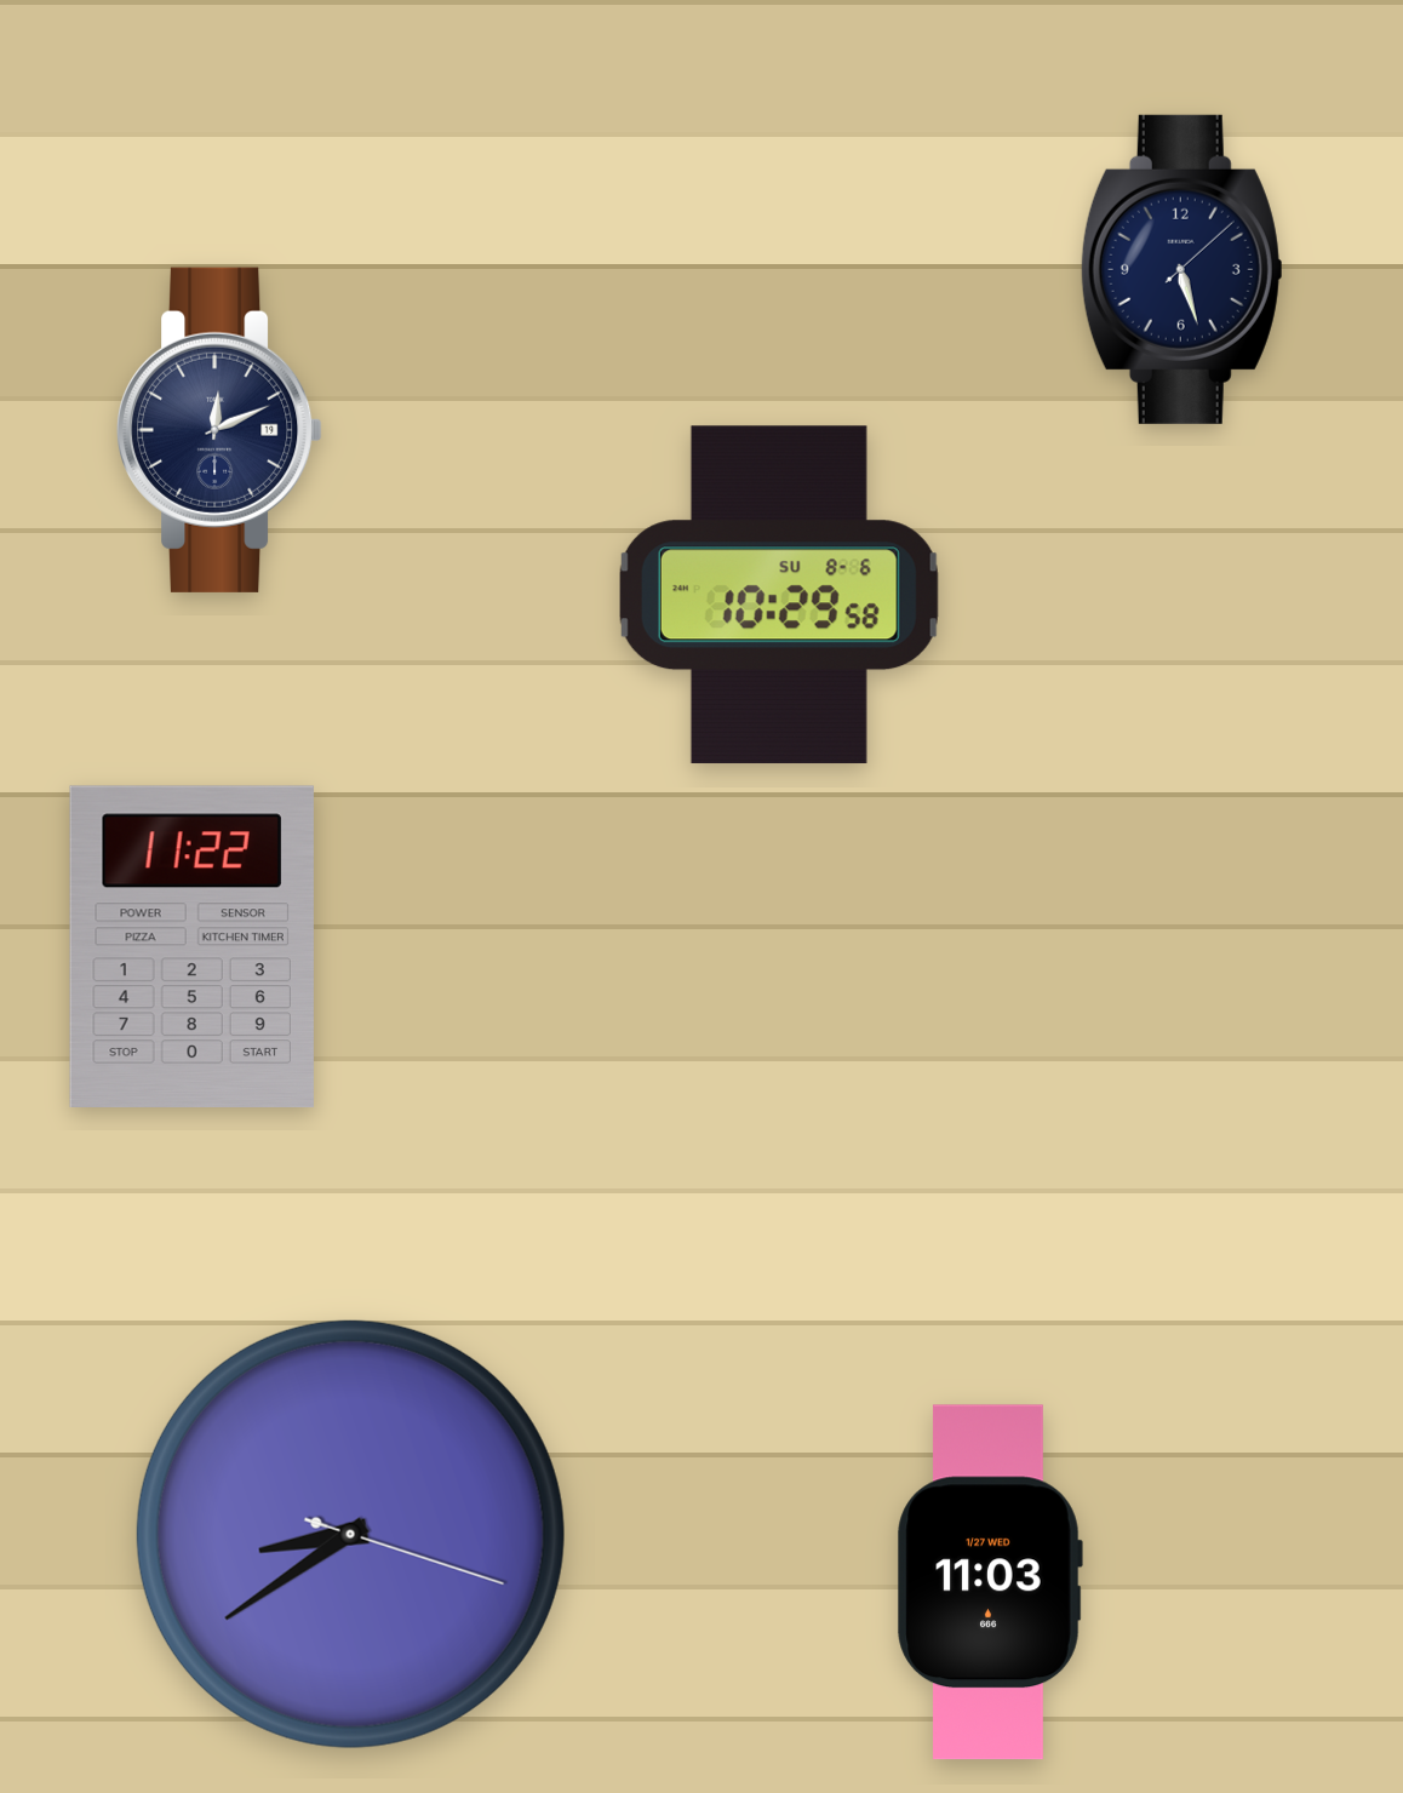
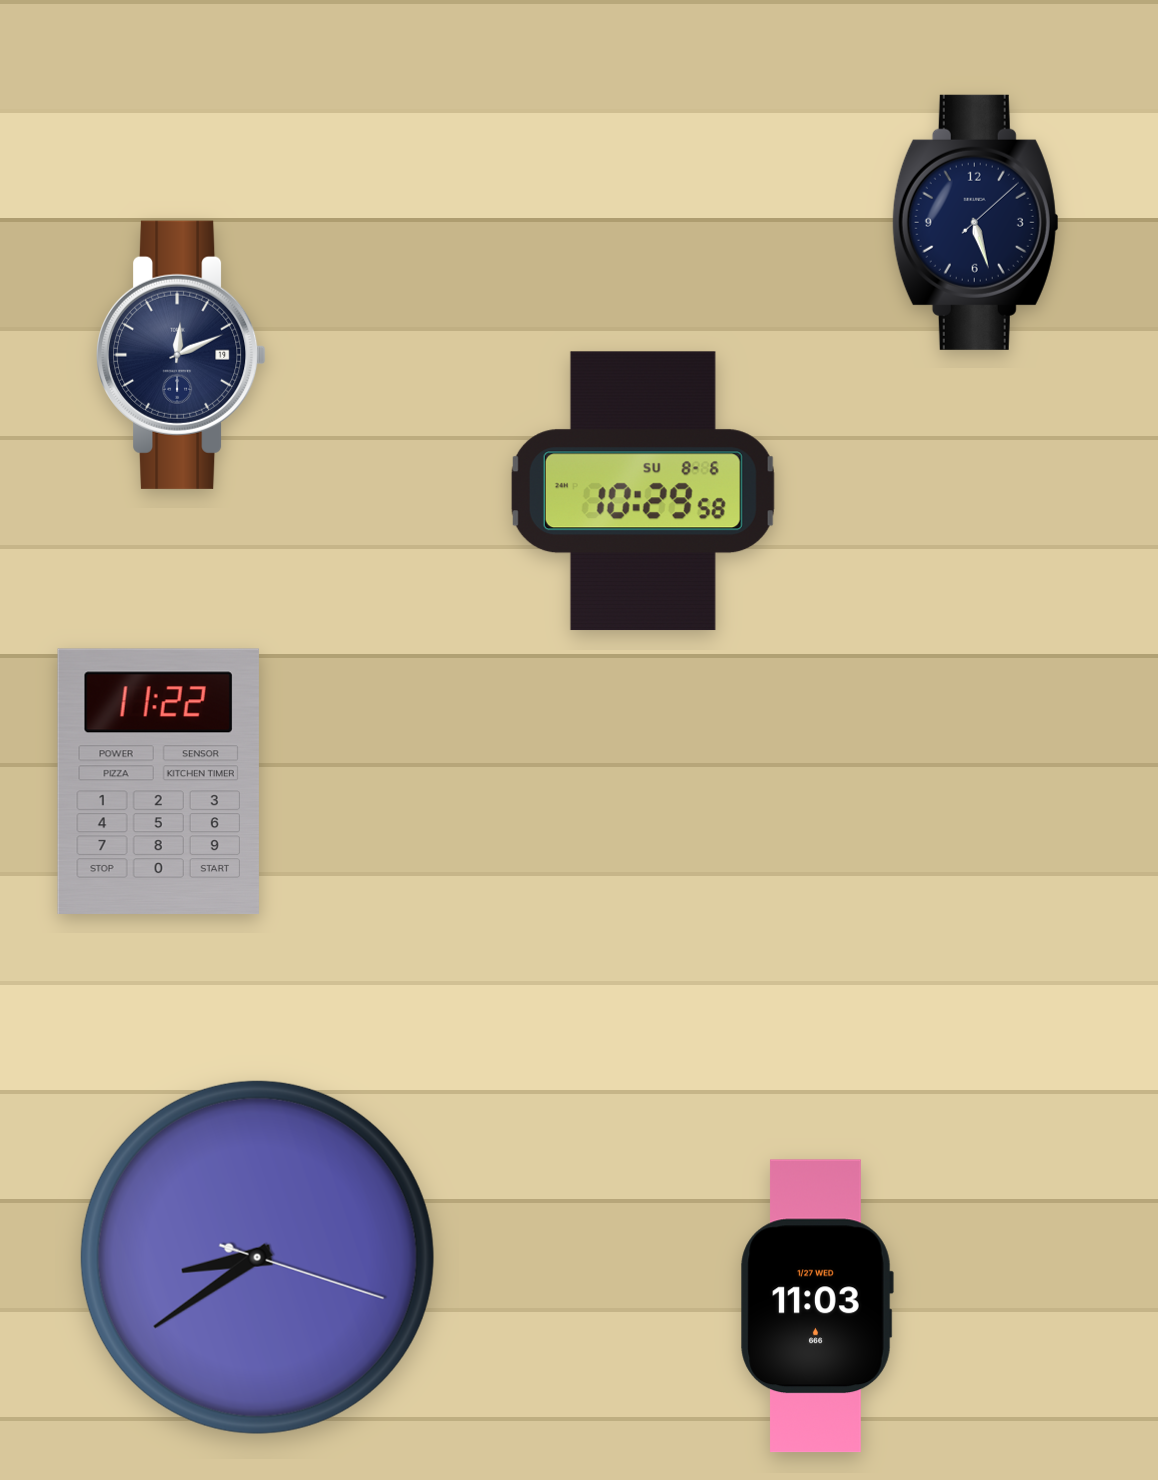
clock at (350, 1534) position: (350, 1534) -> (257, 1257)
